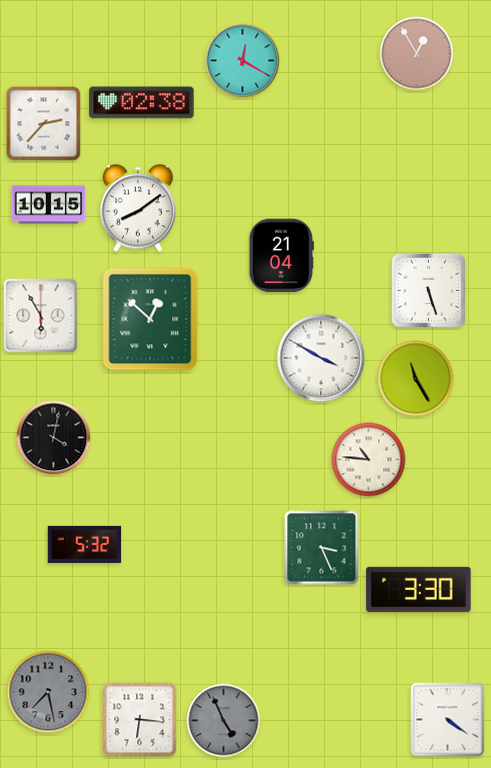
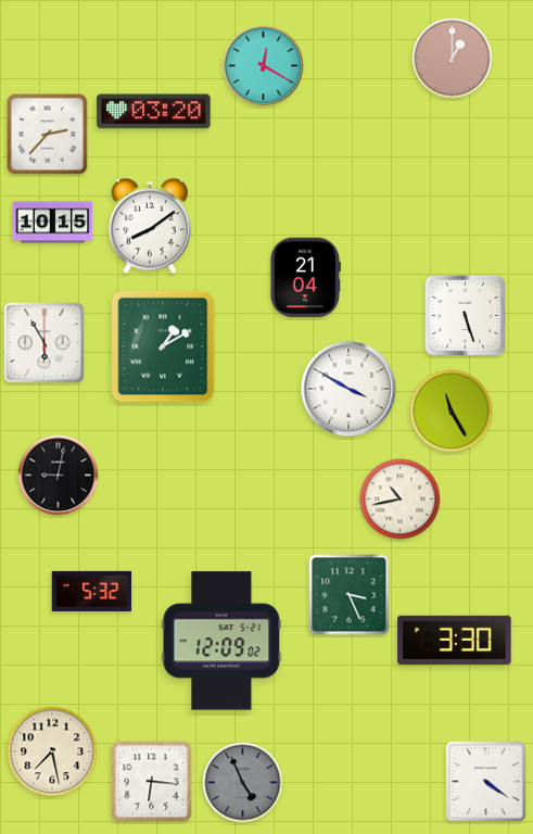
clock at (417, 54): 12:55 -> 1:00
clock at (142, 103): 02:38 -> 03:20
clock at (150, 319): 12:52 -> 1:10
clock at (54, 438): 4:02 -> 9:02
clock at (369, 460): 10:46 -> 10:43
clock at (221, 641): none -> 12:09
clock at (48, 692) dial: grey -> cream
